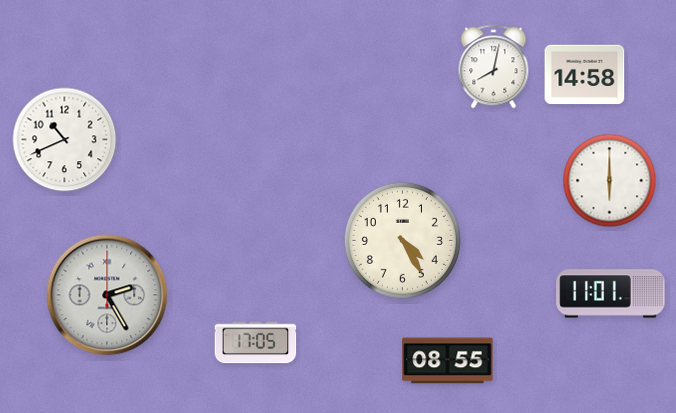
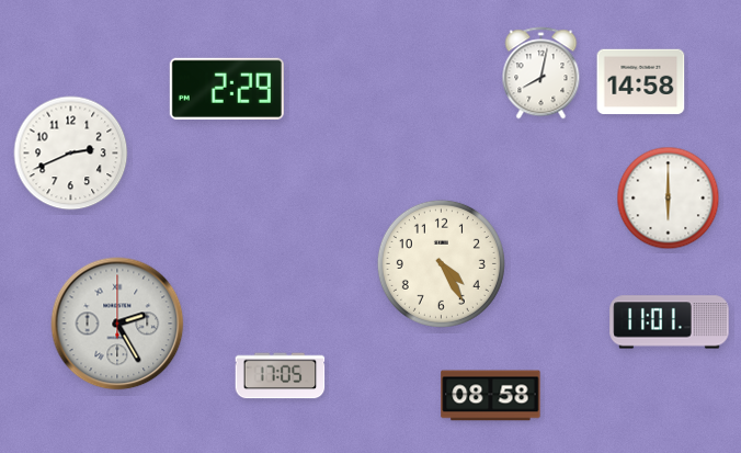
clock at (227, 89): none -> 2:29
clock at (65, 140): 10:41 -> 2:41
clock at (448, 361): 08:55 -> 08:58
